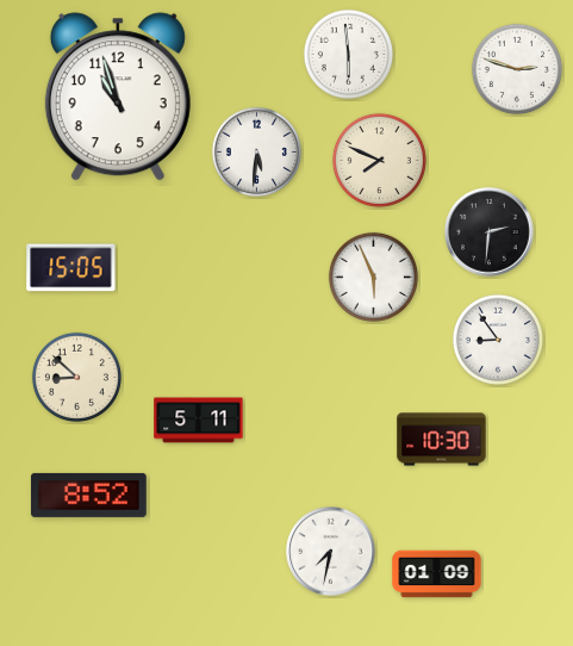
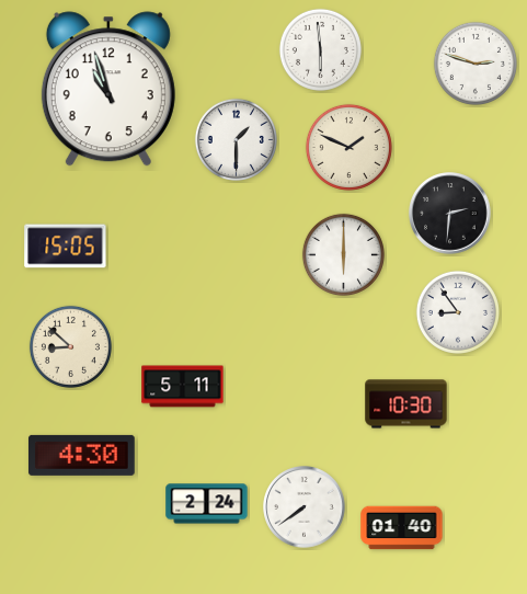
clock at (256, 151): 5:31 -> 1:30
clock at (379, 160): 7:49 -> 1:49
clock at (373, 277): 5:56 -> 6:00
clock at (88, 495): 8:52 -> 4:30
clock at (207, 504): none -> 2:24
clock at (331, 552): 7:32 -> 7:39
clock at (437, 574): 01:09 -> 01:40
